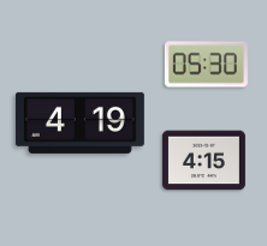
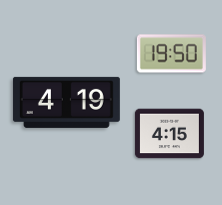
clock at (206, 65): 05:30 -> 19:50
